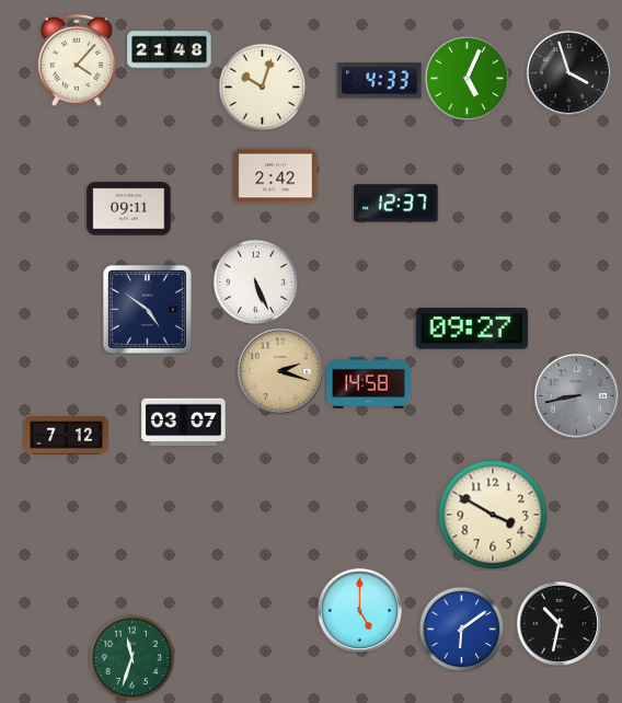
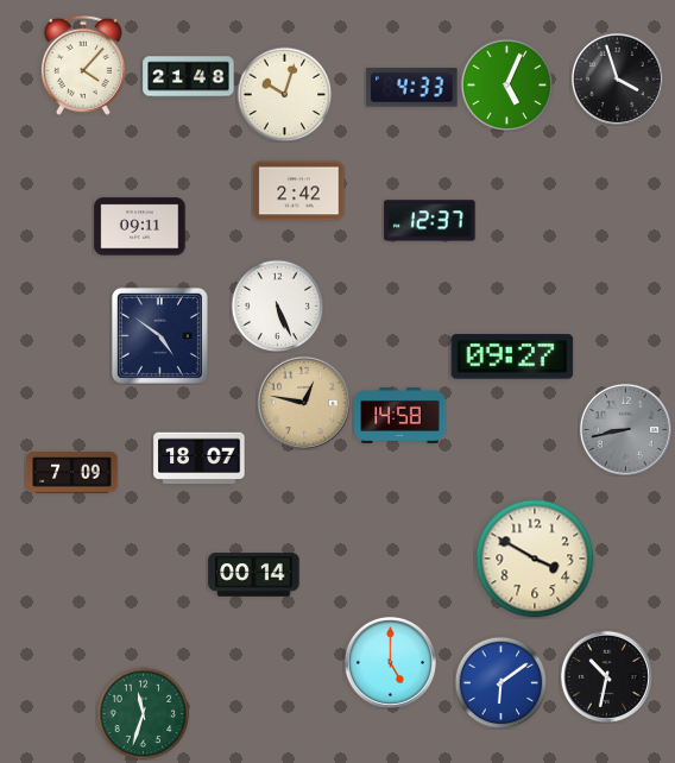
clock at (170, 50) position: (170, 50) -> (189, 77)
clock at (280, 371): 2:18 -> 12:47
clock at (184, 423): 03:07 -> 18:07
clock at (67, 436): 7:12 -> 7:09
clock at (254, 575): none -> 00:14
